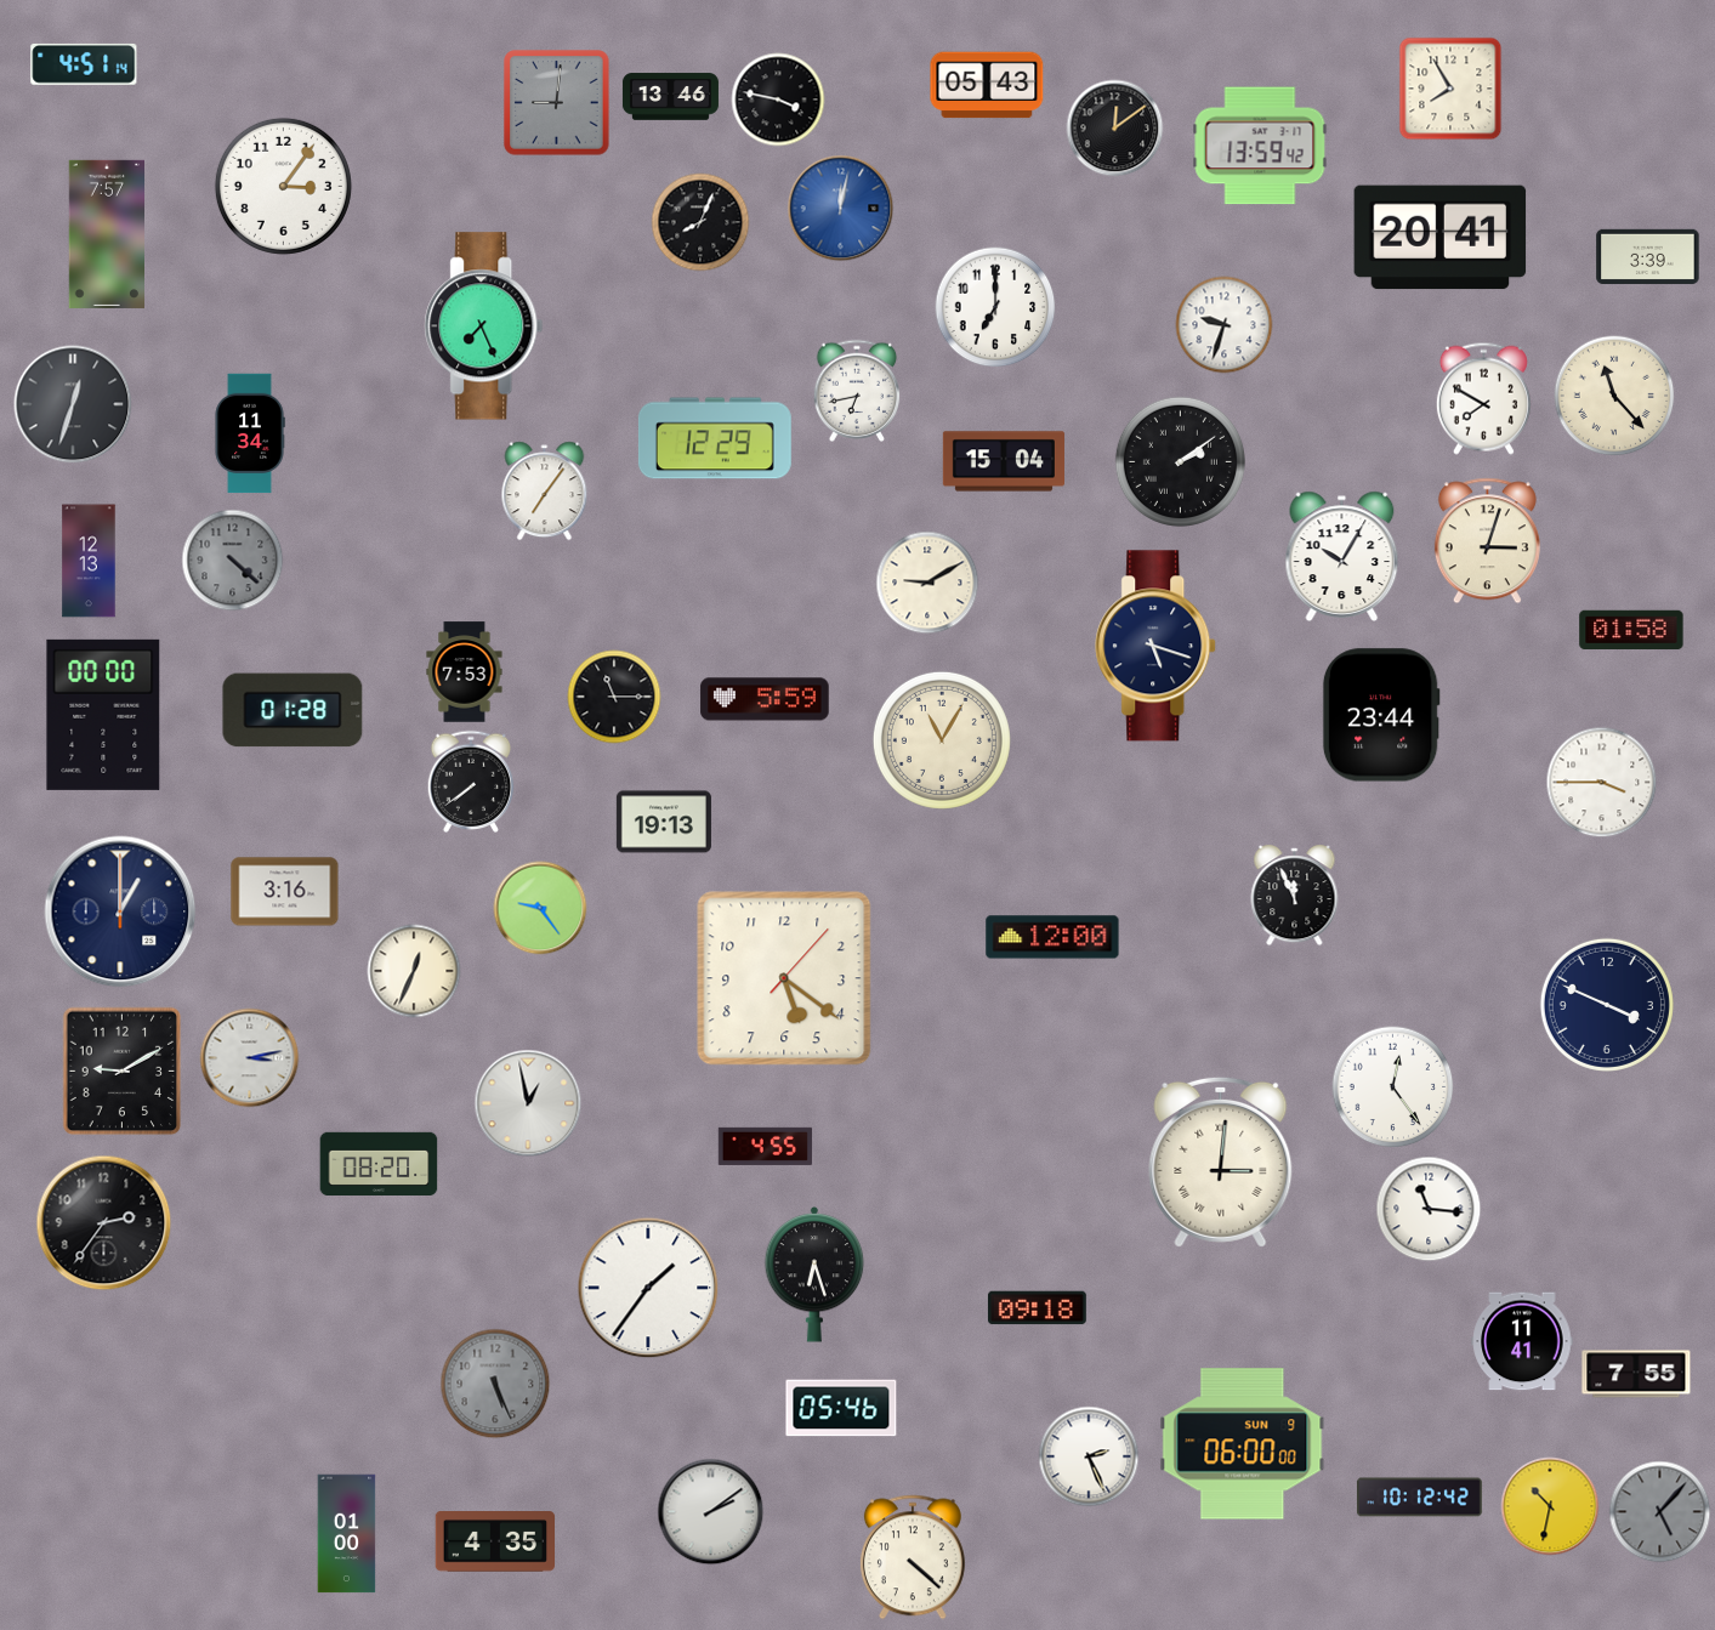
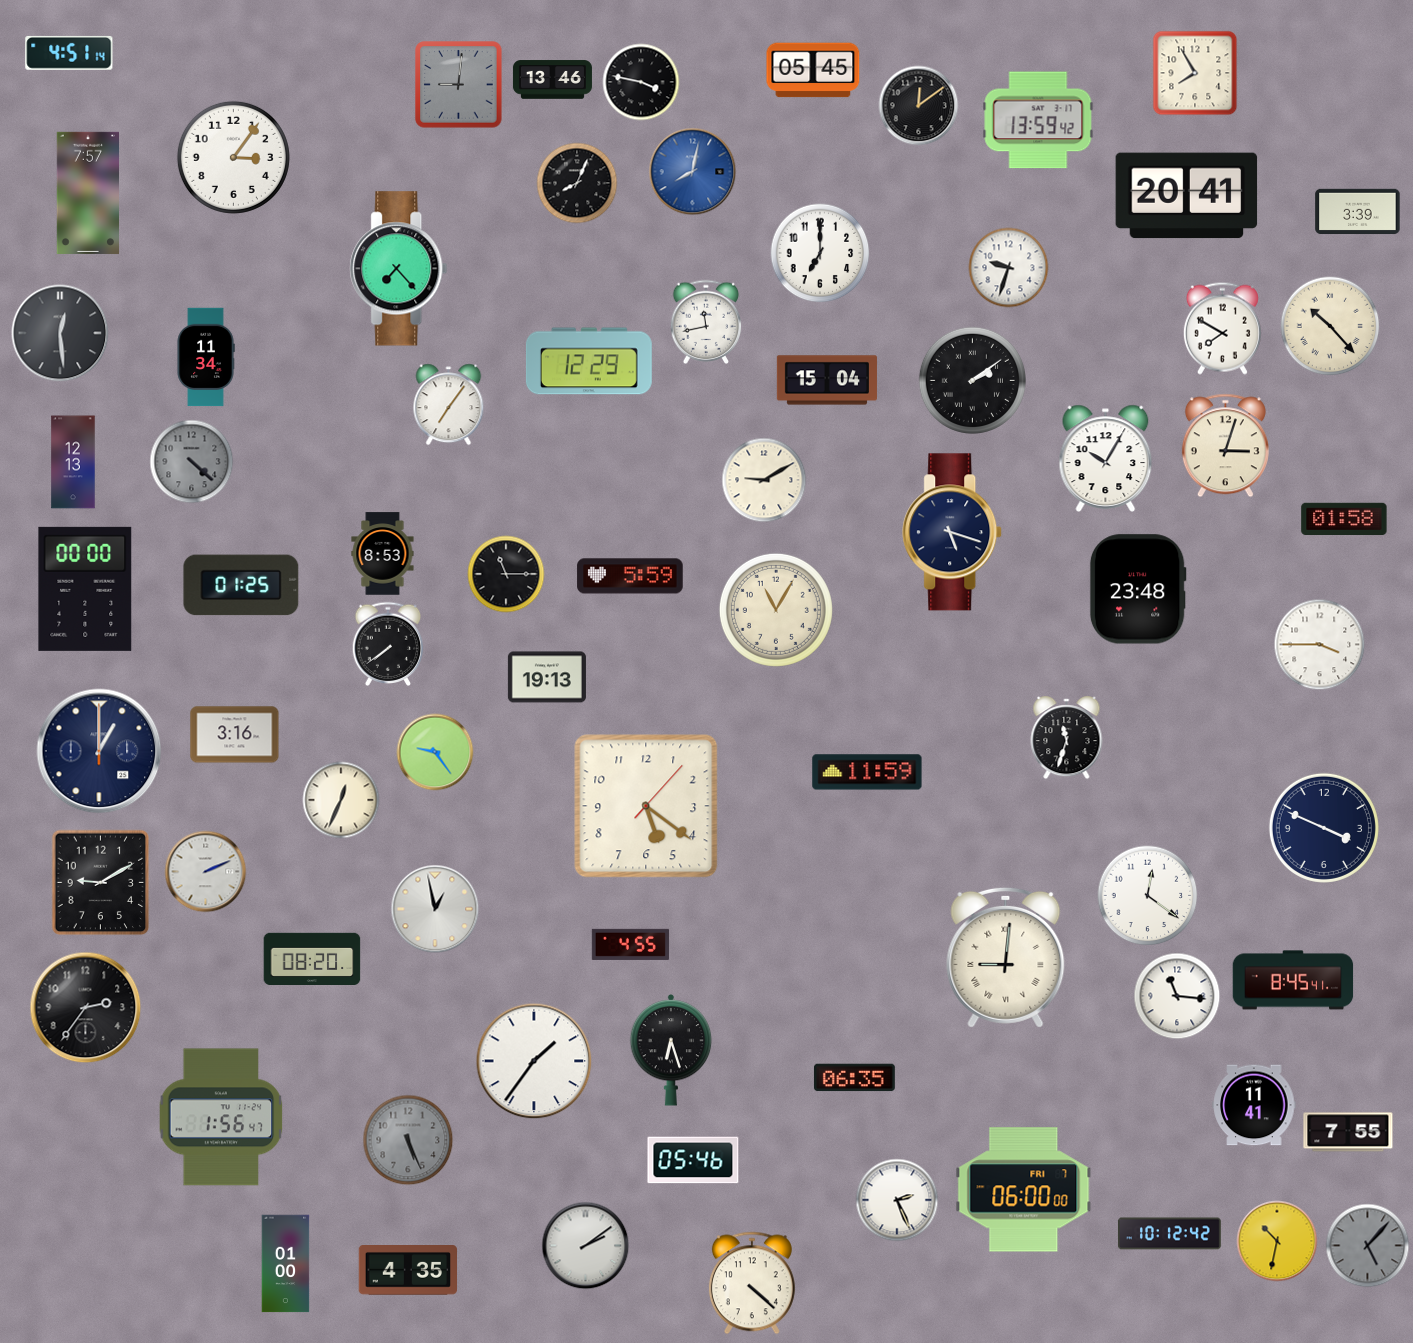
clock at (987, 85): 05:43 -> 05:45
clock at (283, 186) position: (283, 186) -> (233, 157)
clock at (841, 209): 12:02 -> 8:02
clock at (484, 326): 7:26 -> 7:23
clock at (857, 390): 6:43 -> 11:43
clock at (1614, 396): 11:23 -> 10:23
clock at (73, 404): 12:33 -> 12:29
clock at (465, 672): 7:53 -> 8:53
clock at (293, 710): 01:28 -> 01:25
clock at (1381, 715): 23:44 -> 23:48
clock at (1295, 896): 11:56 -> 11:33
clock at (540, 908) position: (540, 908) -> (435, 752)
clock at (1052, 937): 12:00 -> 11:59
clock at (250, 1058): 3:13 -> 2:11
clock at (1393, 1087): 12:24 -> 12:21
clock at (1221, 1162): 3:01 -> 9:01
clock at (1293, 980): none -> 8:45
clock at (1037, 1308): 09:18 -> 06:35
clock at (221, 1117): none -> 1:56
clock at (1243, 1444) date: SUN 9 -> FRI 7
